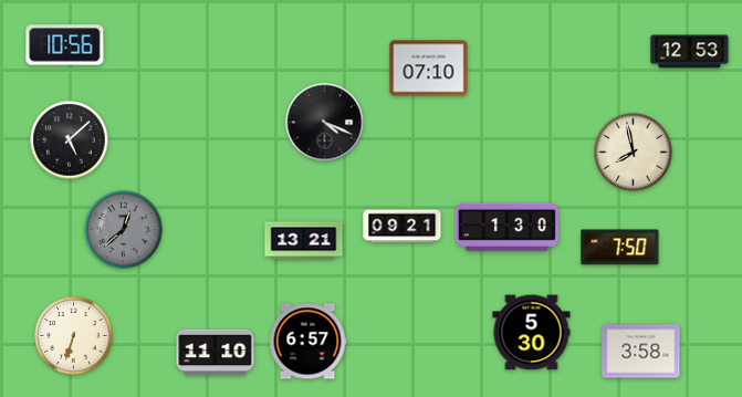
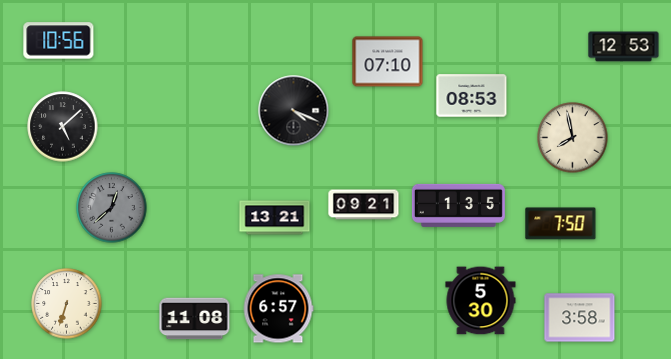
clock at (472, 96): none -> 08:53
clock at (506, 227): 1:30 -> 1:35
clock at (216, 353): 11:10 -> 11:08
